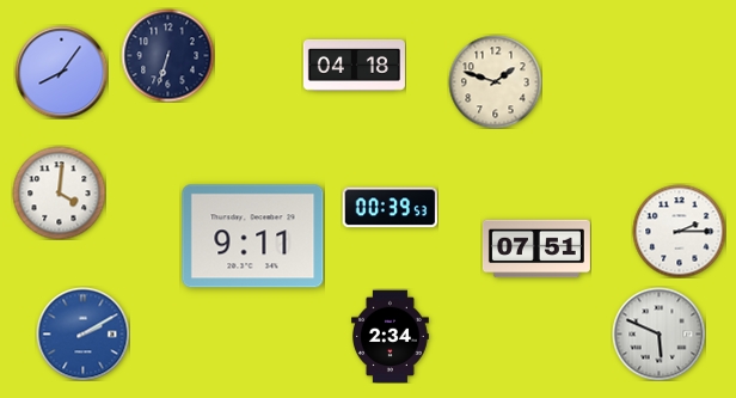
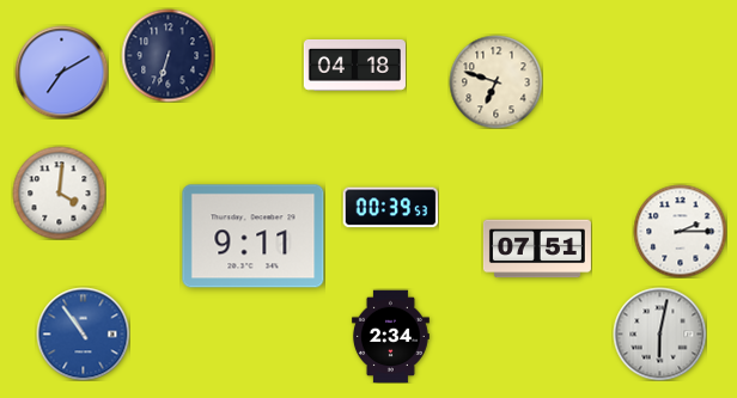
clock at (61, 72): 8:06 -> 7:10
clock at (495, 81): 1:48 -> 6:48
clock at (82, 333): 2:10 -> 10:54
clock at (658, 333): 5:49 -> 6:02
